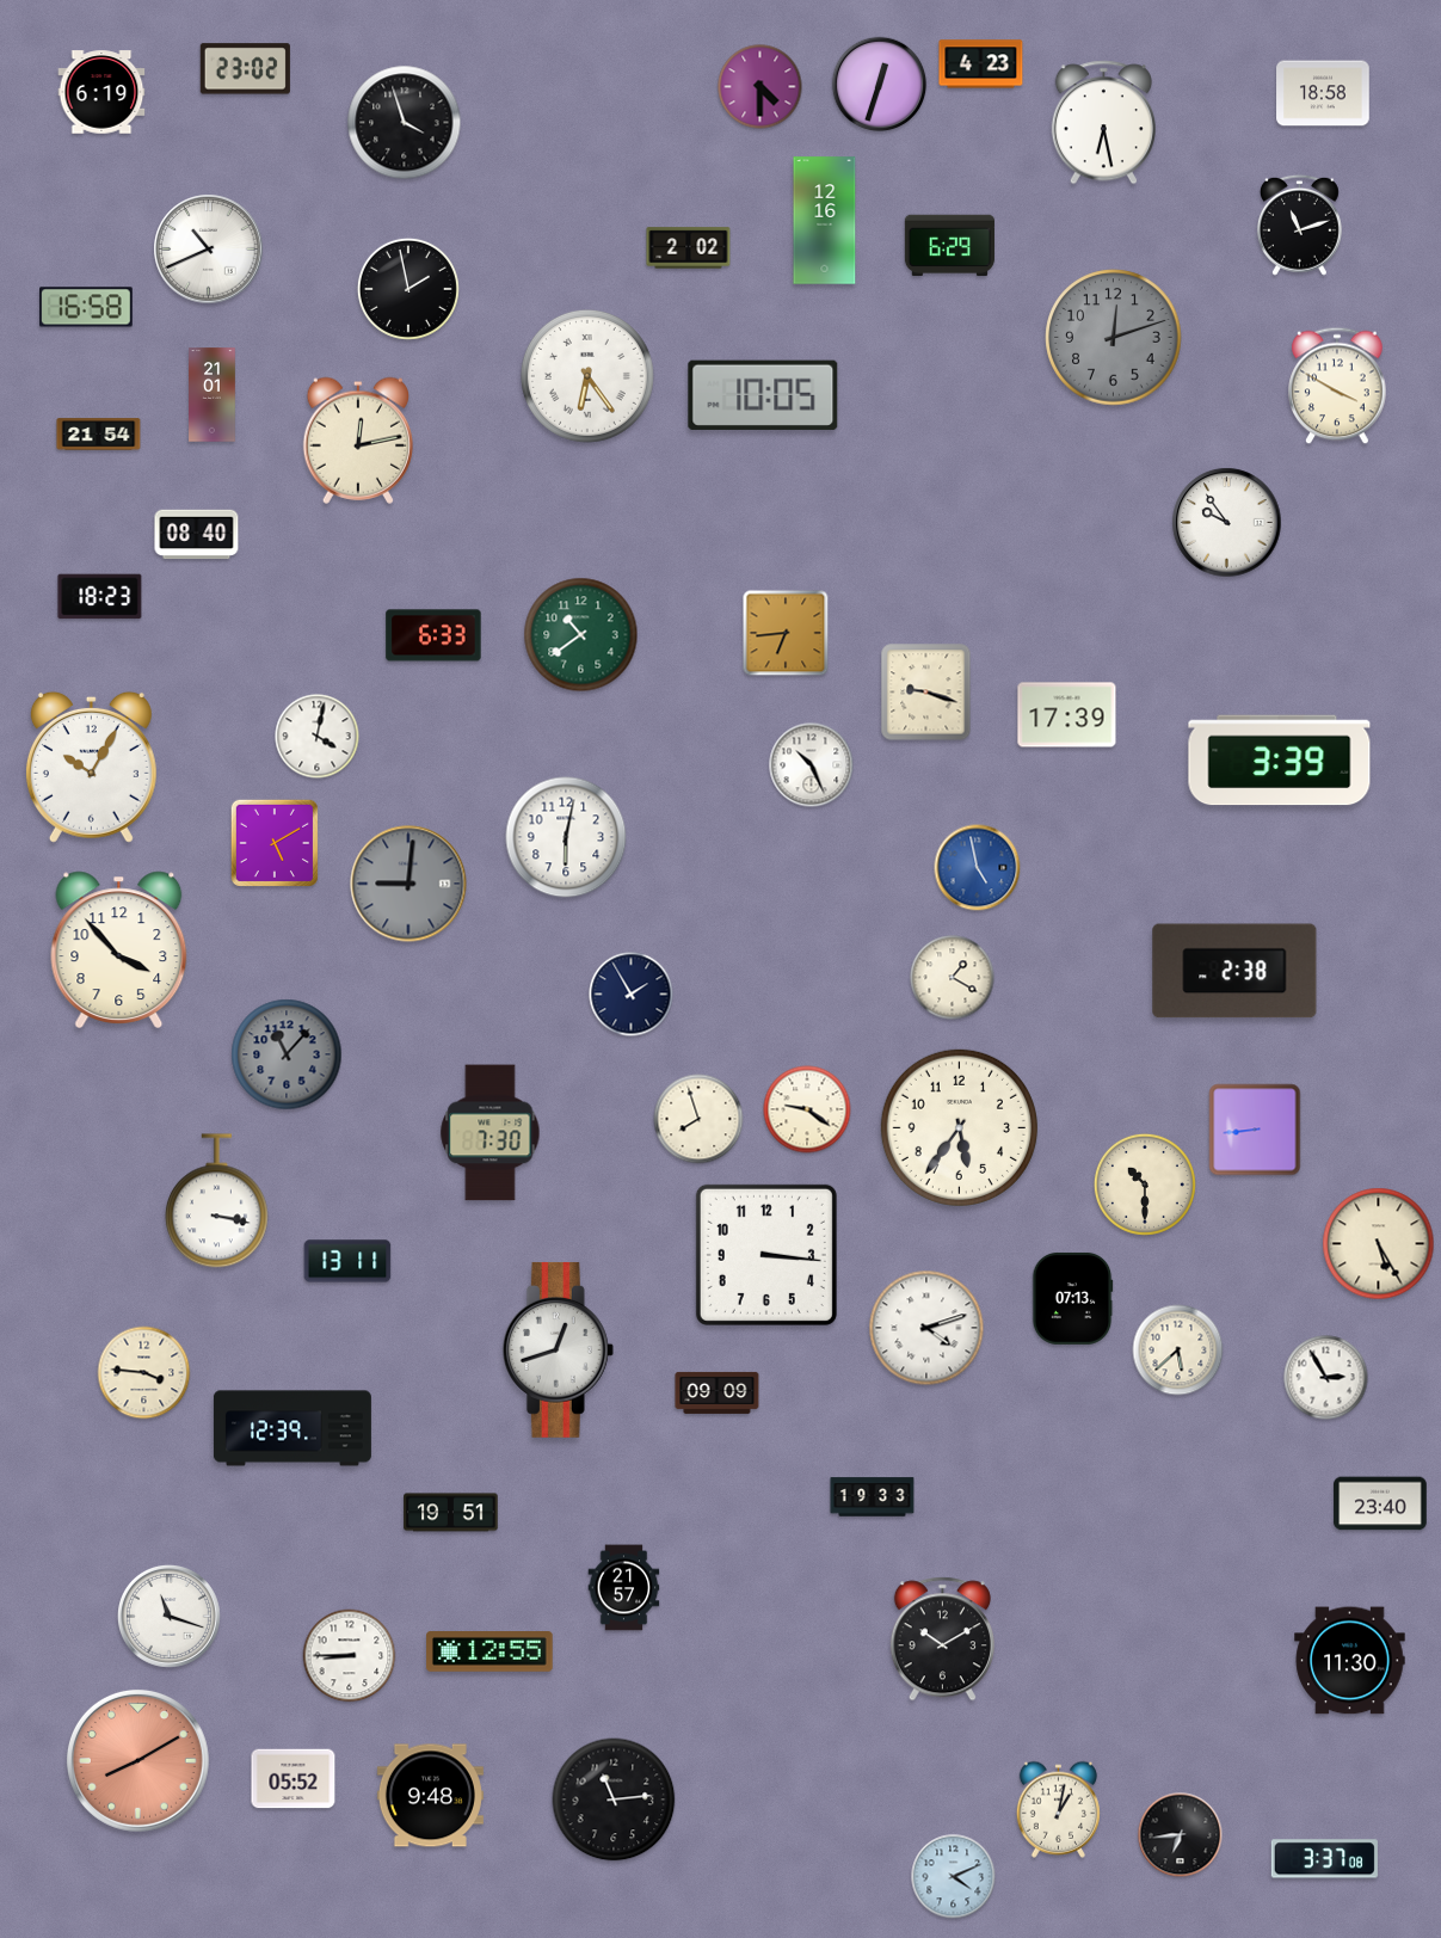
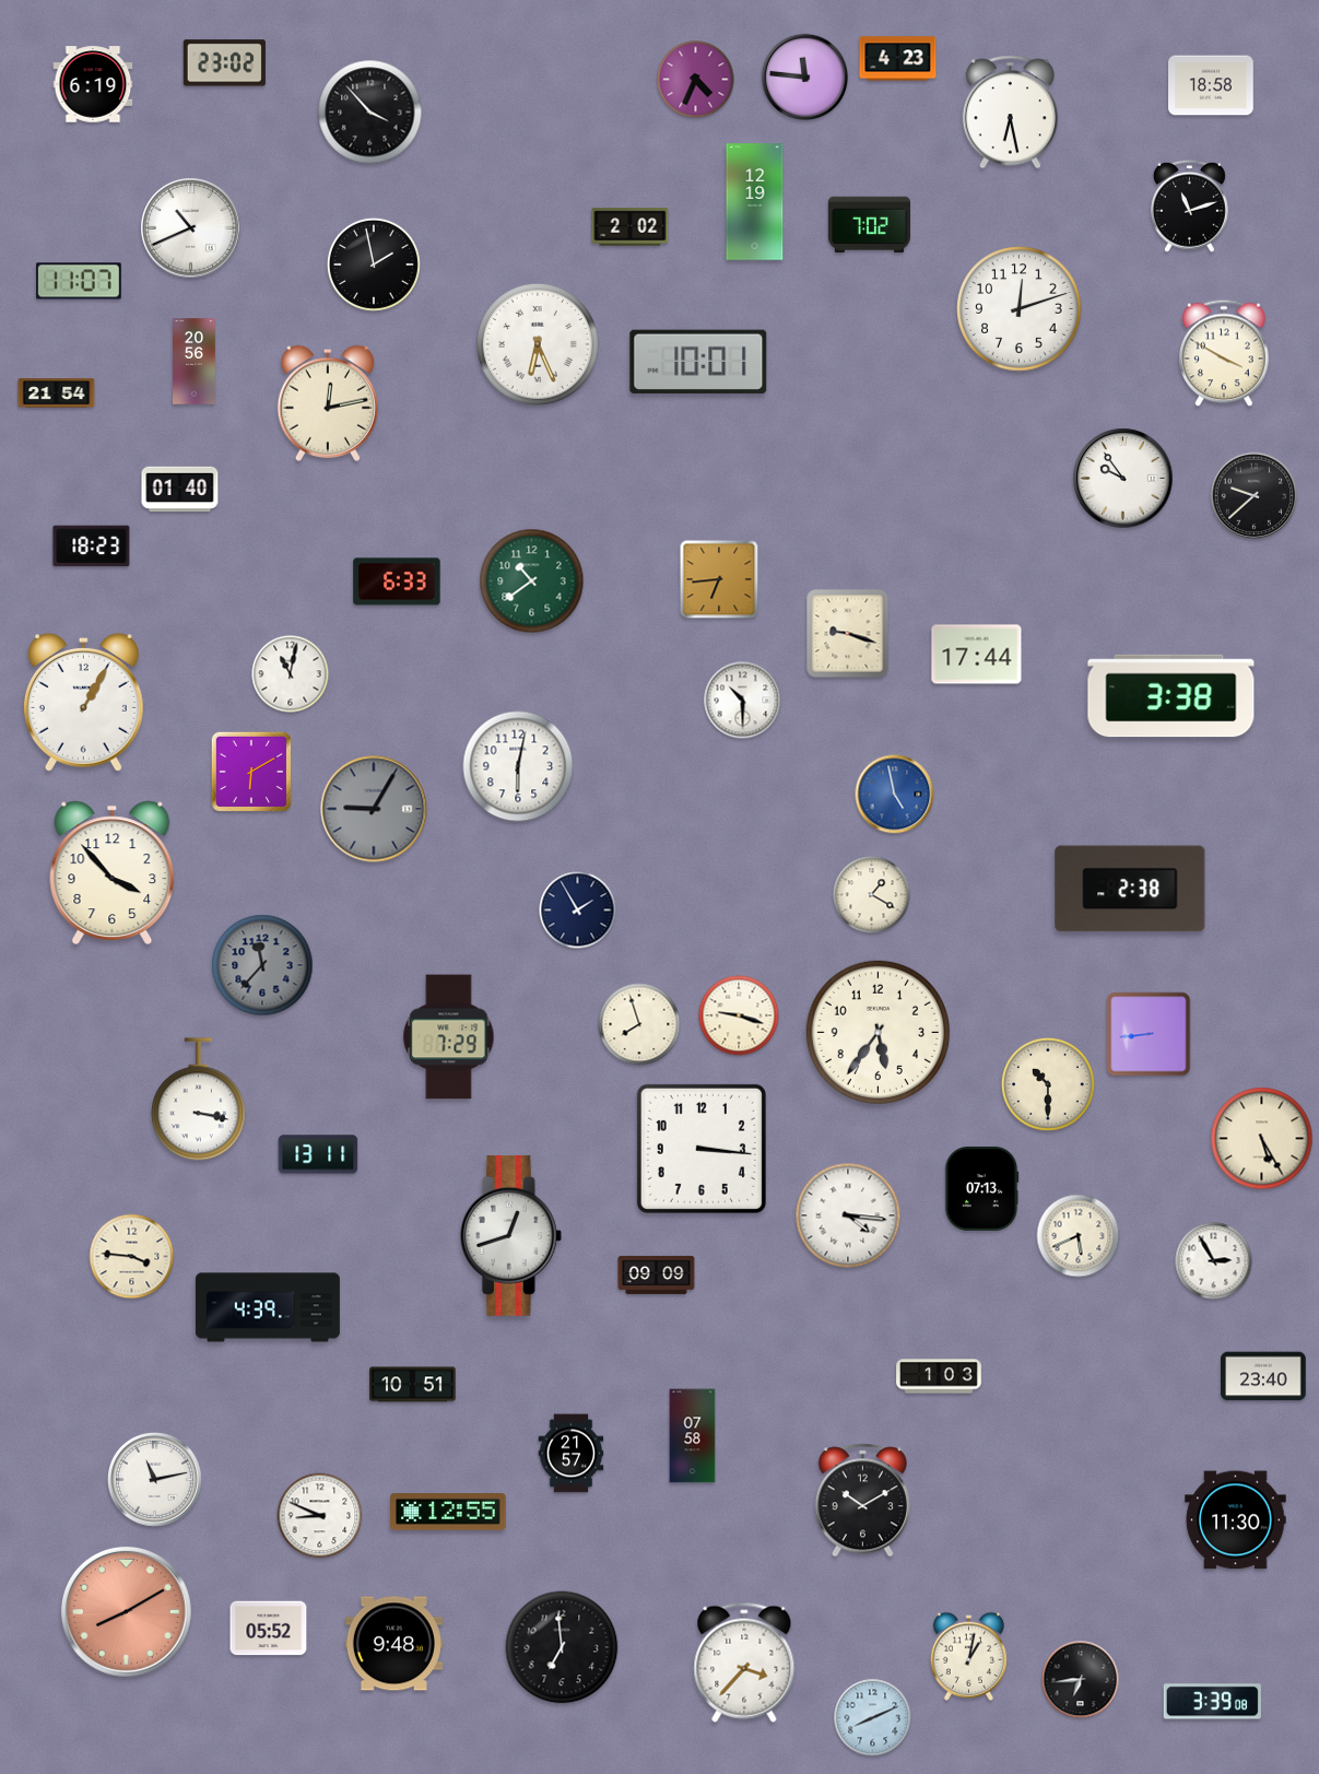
clock at (880, 85): 12:33 -> 11:46
clock at (760, 87): 4:30 -> 4:34
clock at (405, 123): 3:57 -> 3:53
clock at (825, 221): 12:16 -> 12:19
clock at (949, 246): 6:29 -> 7:02
clock at (86, 307): 16:58 -> 11:07
clock at (1114, 338) dial: grey -> white
clock at (587, 376): 6:24 -> 6:26
clock at (213, 395): 21:01 -> 20:56
clock at (763, 395): 10:05 -> 10:01
clock at (99, 435) position: (99, 435) -> (57, 393)
clock at (197, 535): 08:40 -> 01:40
clock at (1255, 496): none -> 9:38
clock at (1067, 715): 17:39 -> 17:44
clock at (318, 737): 4:02 -> 11:02
clock at (1280, 761): 3:39 -> 3:38
clock at (812, 765): 10:26 -> 10:30
clock at (91, 767): 10:05 -> 1:05
clock at (273, 842): 5:10 -> 6:10
clock at (408, 884): 9:01 -> 9:05
clock at (119, 949) position: (119, 949) -> (113, 872)
clock at (287, 1054): 11:07 -> 11:37
clock at (807, 1109): 9:21 -> 9:18
clock at (491, 1133): 7:30 -> 7:29
clock at (926, 1328): 4:12 -> 4:16
clock at (1178, 1351): 5:38 -> 5:41
clock at (292, 1428): 12:39 -> 4:39
clock at (873, 1497): 19:33 -> none
clock at (939, 1376): none -> 1:03
clock at (451, 1513): 19:51 -> 10:51
clock at (693, 1436): none -> 07:58
clock at (168, 1616): 11:18 -> 11:13
clock at (350, 1656): 8:45 -> 8:49
clock at (614, 1799): 11:14 -> 6:59
clock at (744, 1663): none -> 3:37
clock at (1324, 1859): 3:37 -> 3:39
clock at (954, 1877): 4:11 -> 8:11
